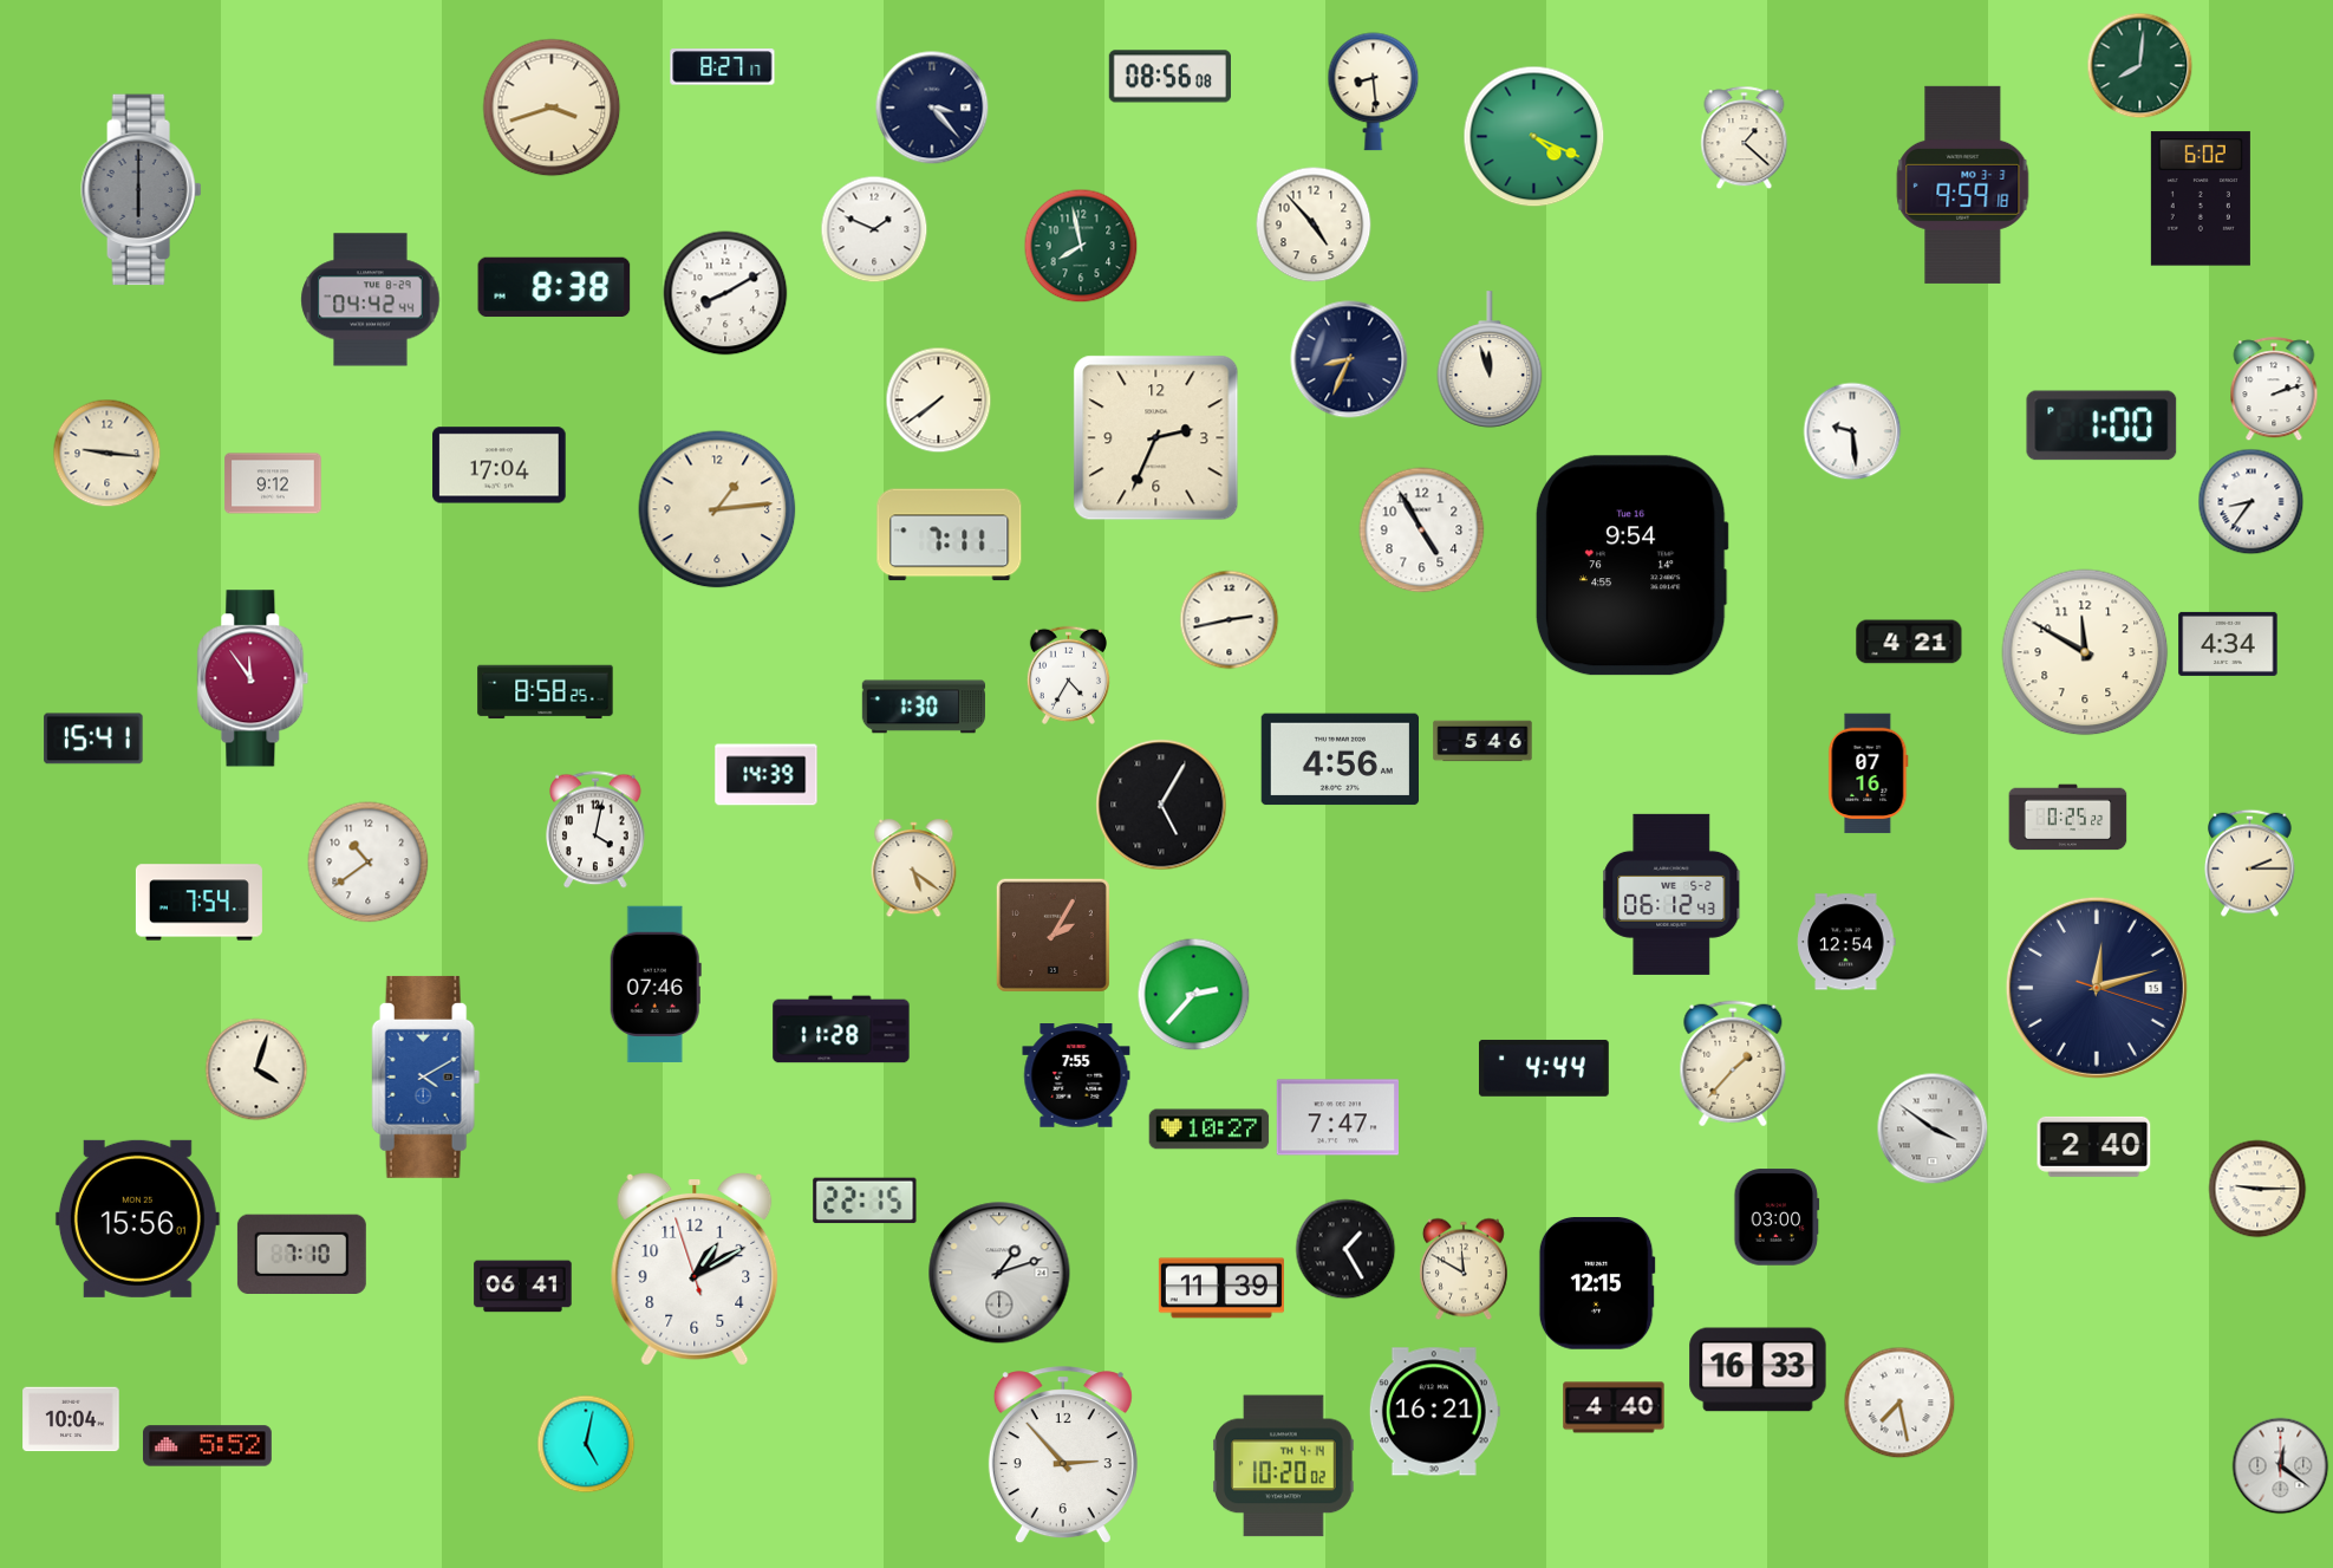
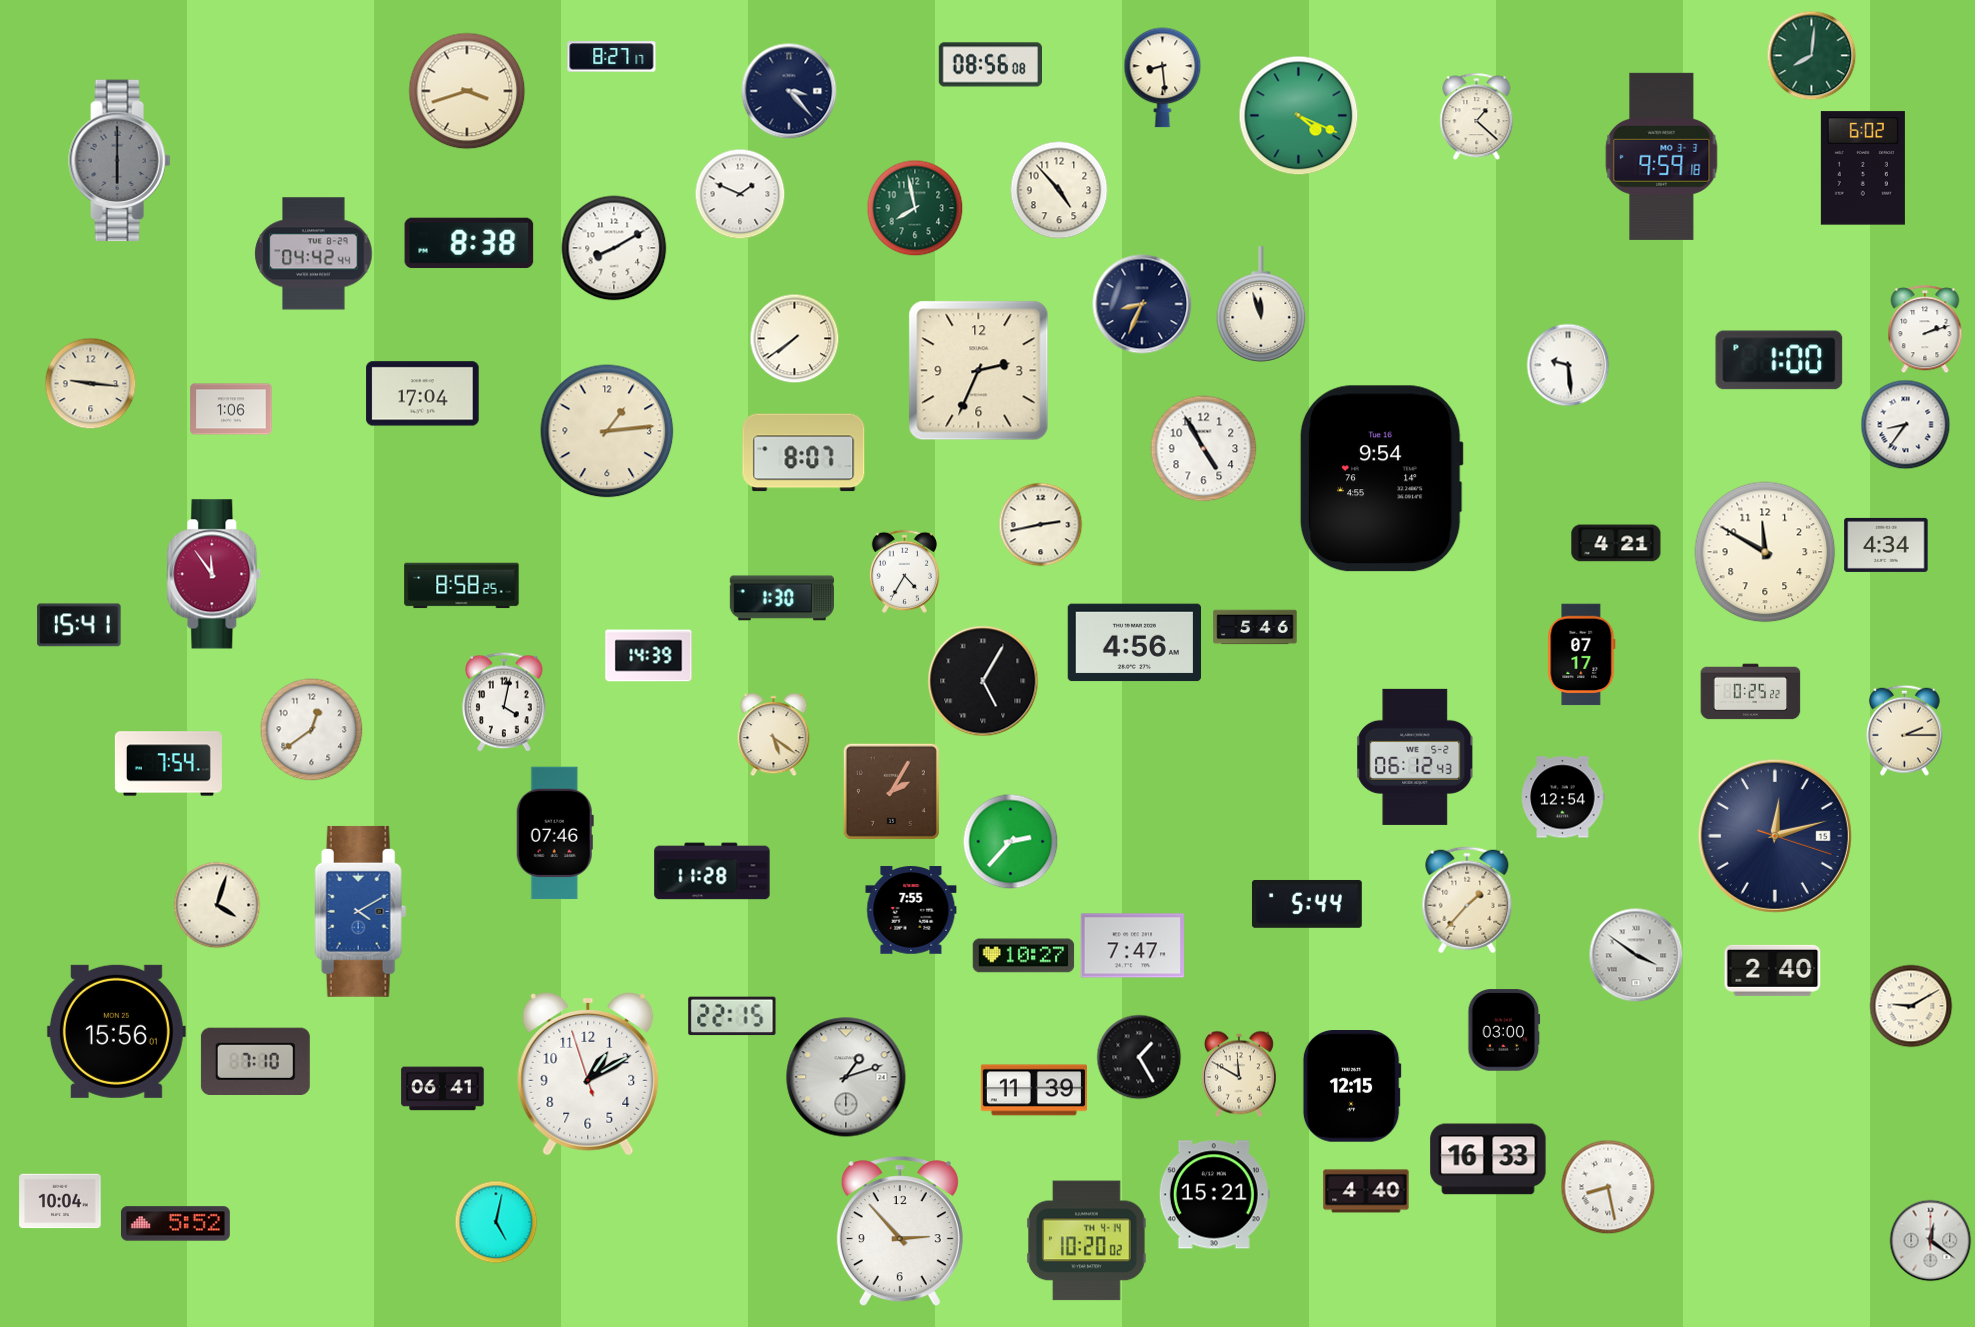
clock at (1314, 225) position: (1314, 225) -> (1059, 190)
clock at (273, 483): 9:12 -> 1:06
clock at (950, 535): 7:11 -> 8:07
clock at (1869, 774): 07:16 -> 07:17
clock at (369, 863): 10:39 -> 12:39
clock at (1544, 1068): 4:44 -> 5:44
clock at (2257, 1189): 9:15 -> 9:10
clock at (1899, 1403): 7:28 -> 8:28
clock at (1434, 1412): 16:21 -> 15:21
